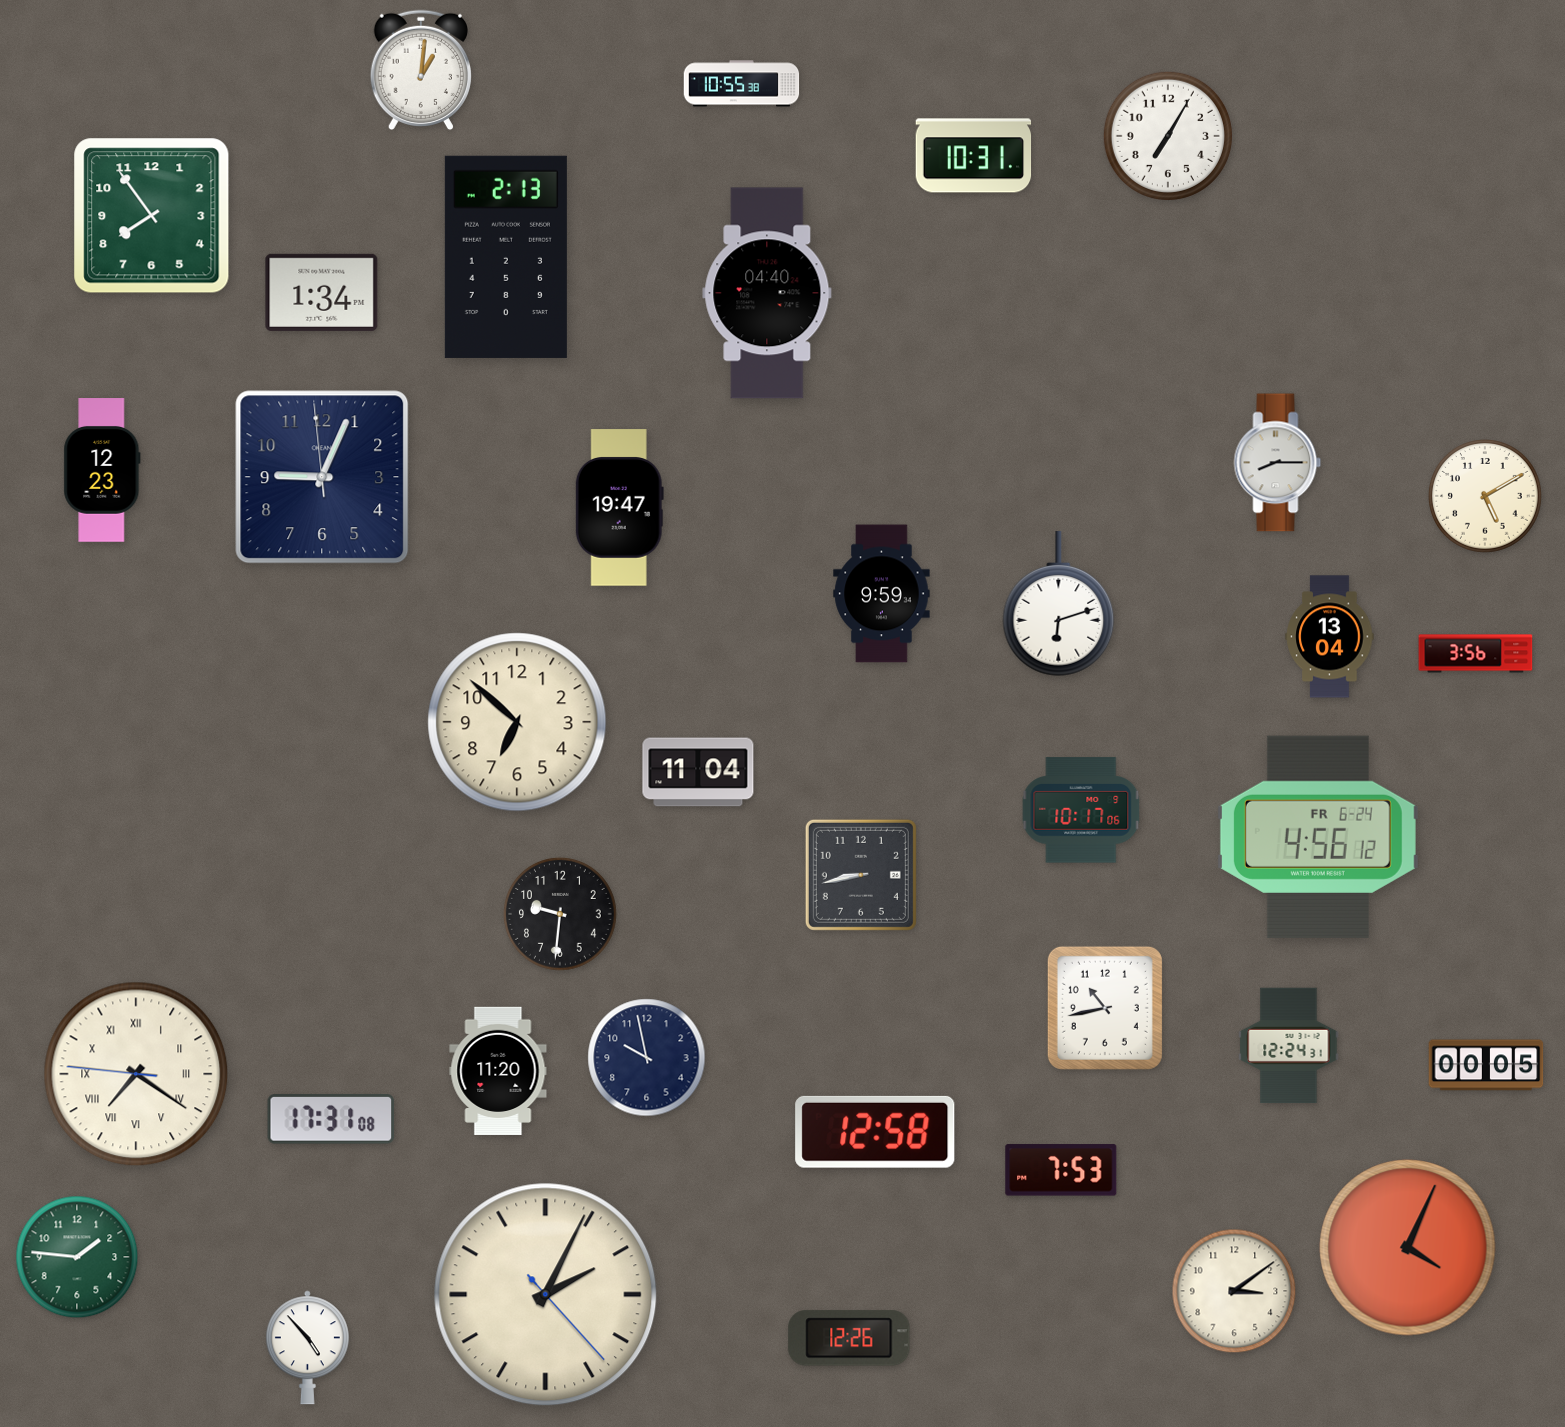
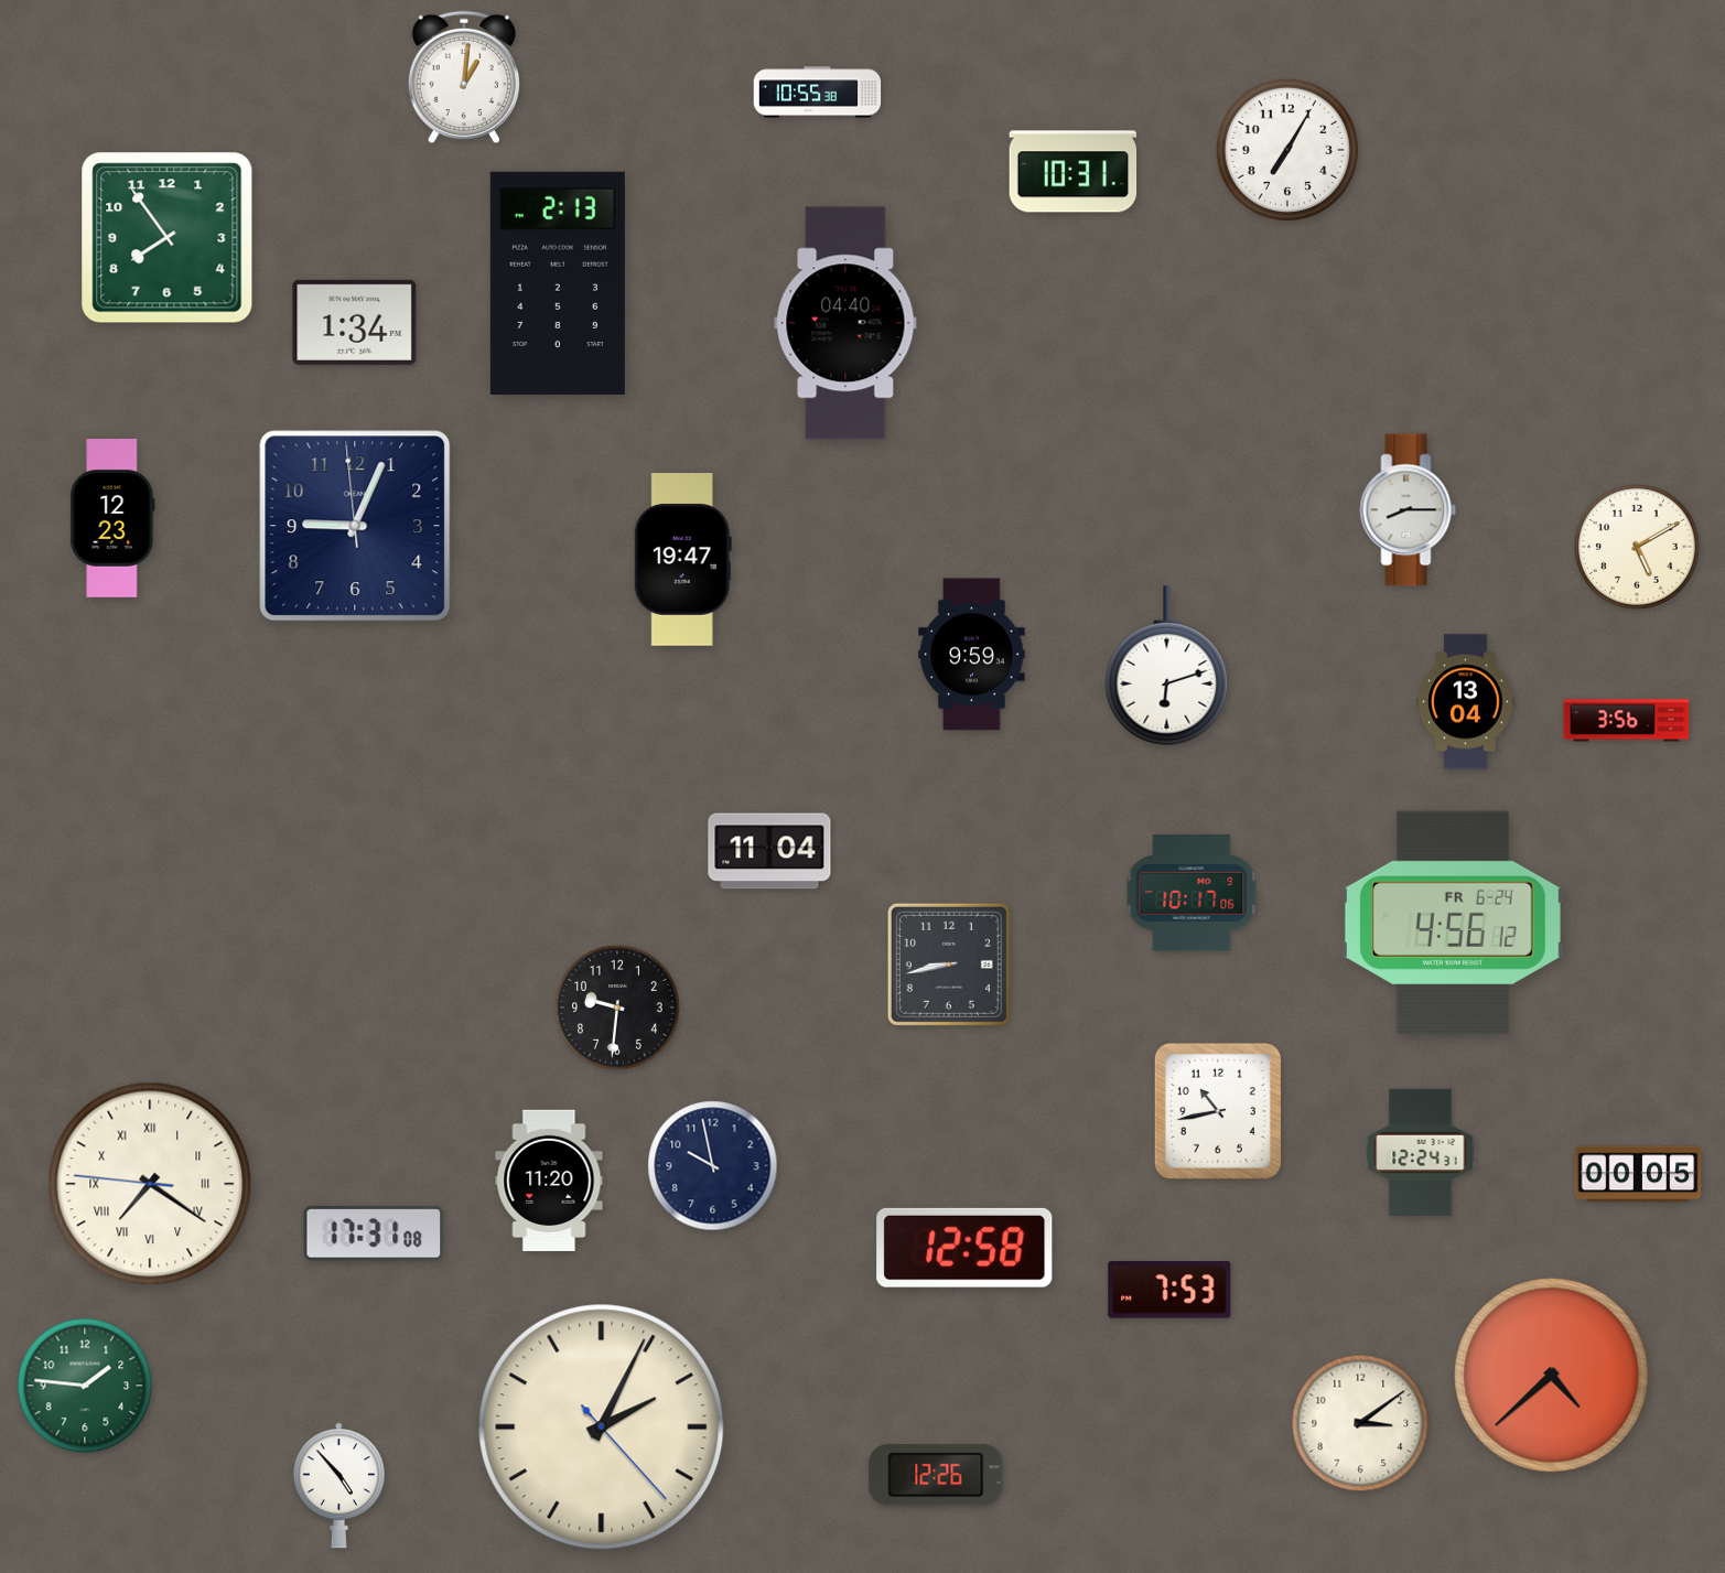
clock at (517, 722): 6:52 -> none
clock at (331, 1120) position: (331, 1120) -> (374, 1235)
clock at (1408, 1248): 4:04 -> 4:38
